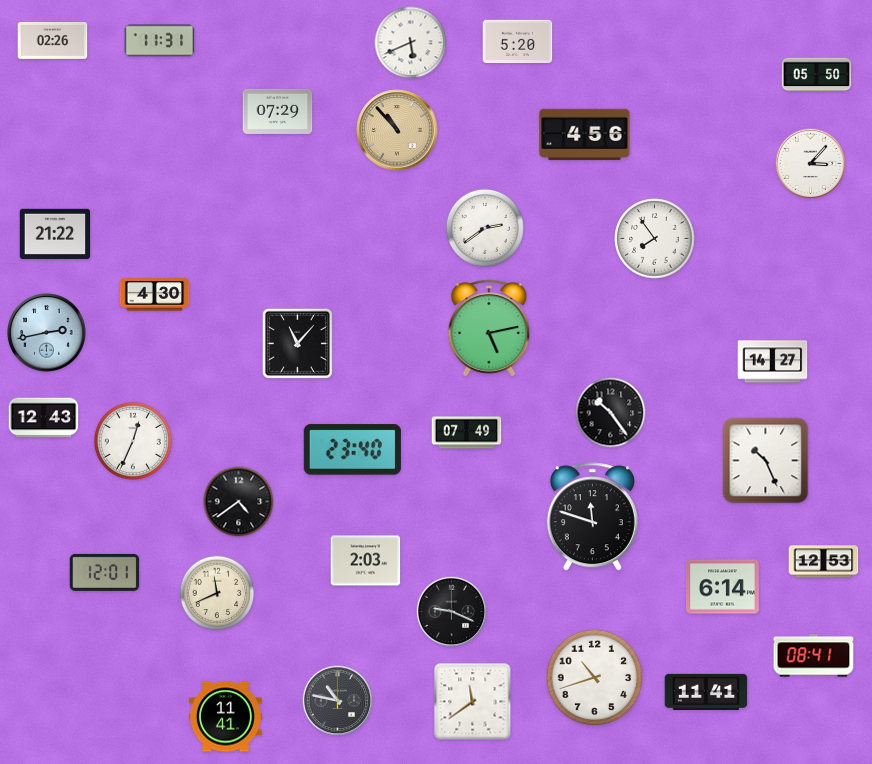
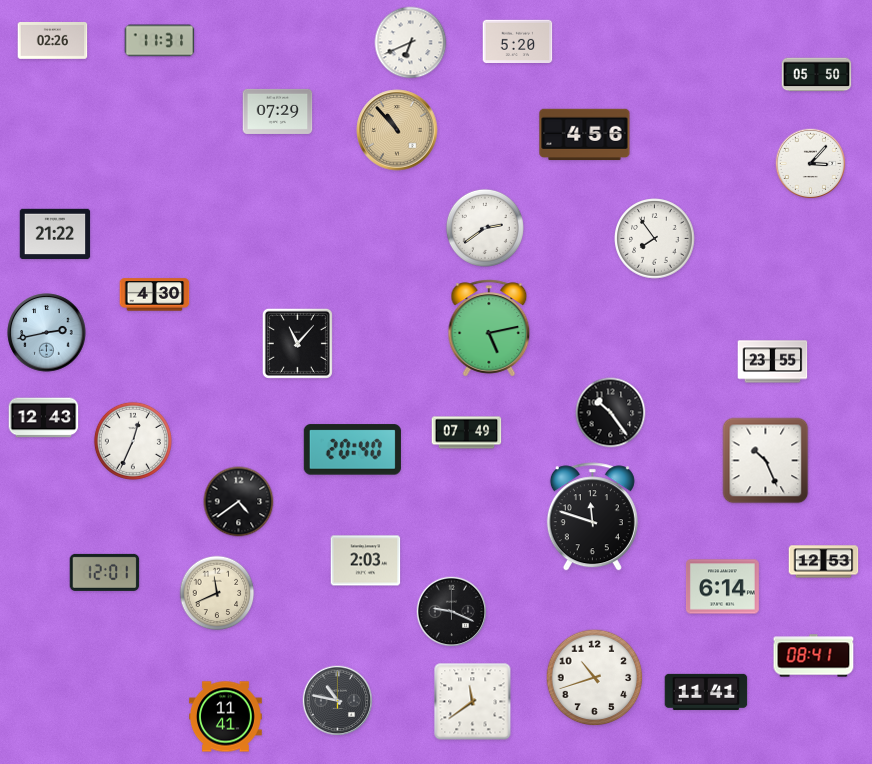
clock at (411, 43): 5:41 -> 6:41
clock at (773, 362): 14:27 -> 23:55
clock at (352, 450): 23:40 -> 20:40
